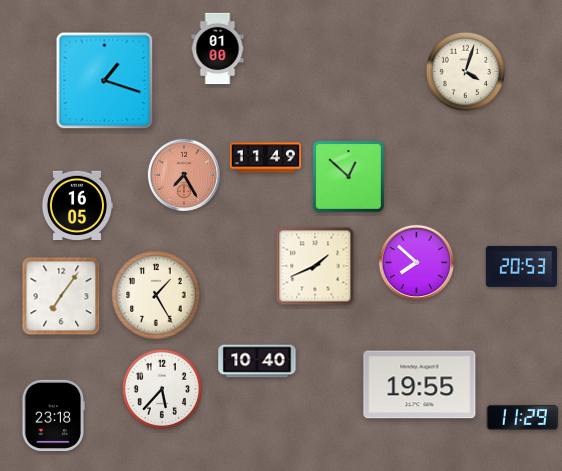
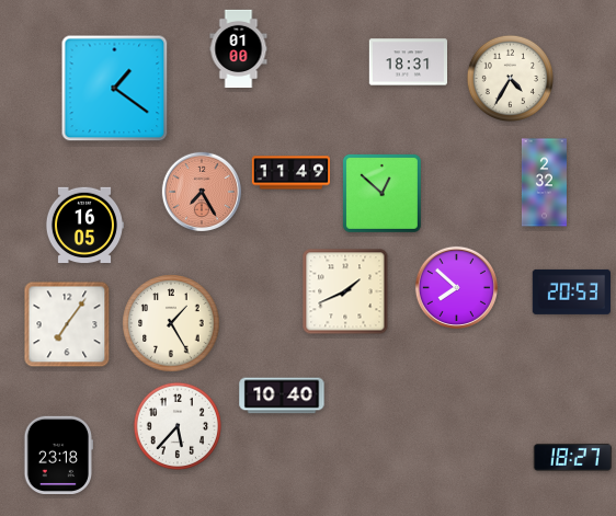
clock at (218, 49) position: (218, 49) -> (239, 49)
clock at (408, 62): none -> 18:31
clock at (465, 71): 4:03 -> 4:35
clock at (105, 81): 1:18 -> 1:21
clock at (544, 183): none -> 2:32
clock at (420, 385): 19:55 -> none
clock at (522, 417): 11:29 -> 18:27
